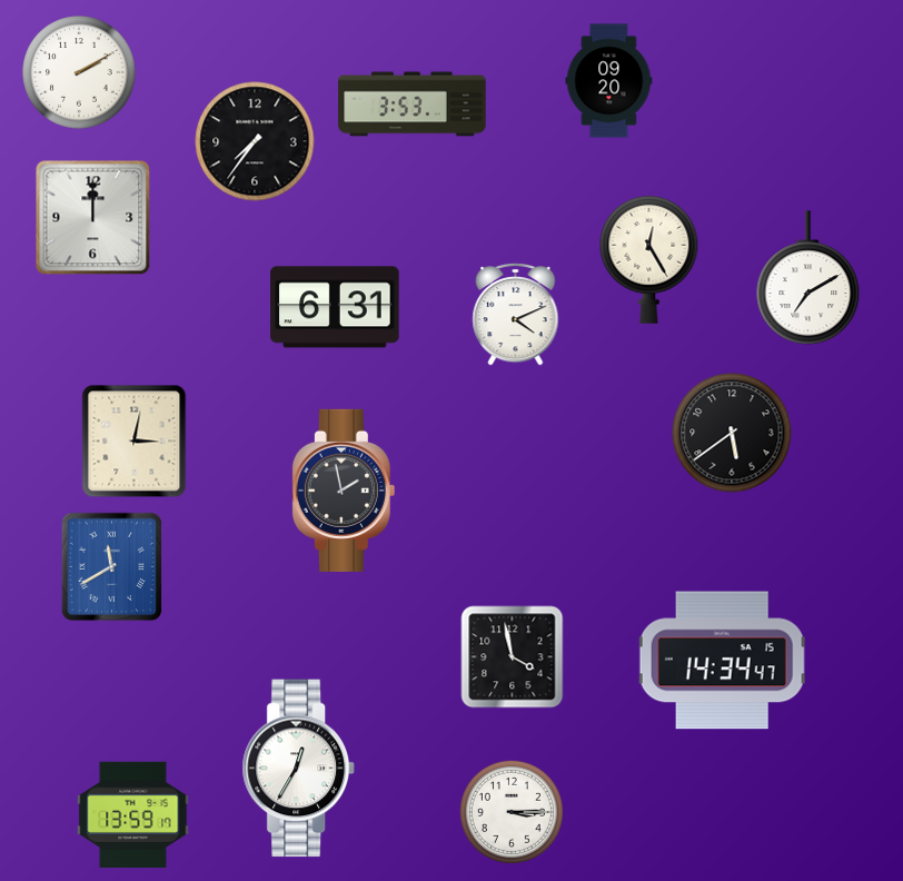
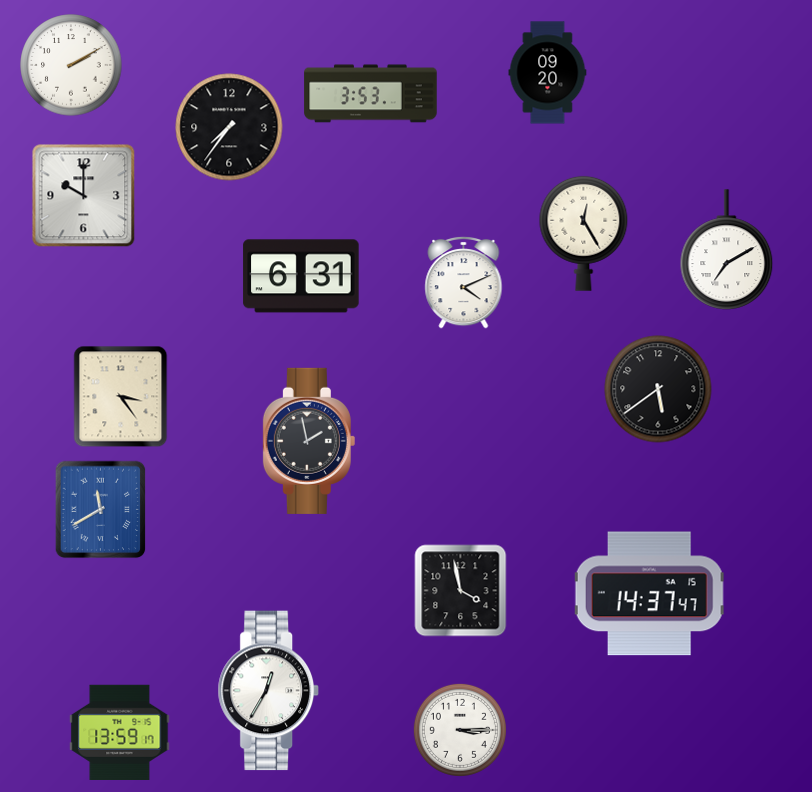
clock at (93, 218): 12:00 -> 10:00
clock at (135, 442): 3:02 -> 3:24
clock at (723, 661): 14:34 -> 14:37
